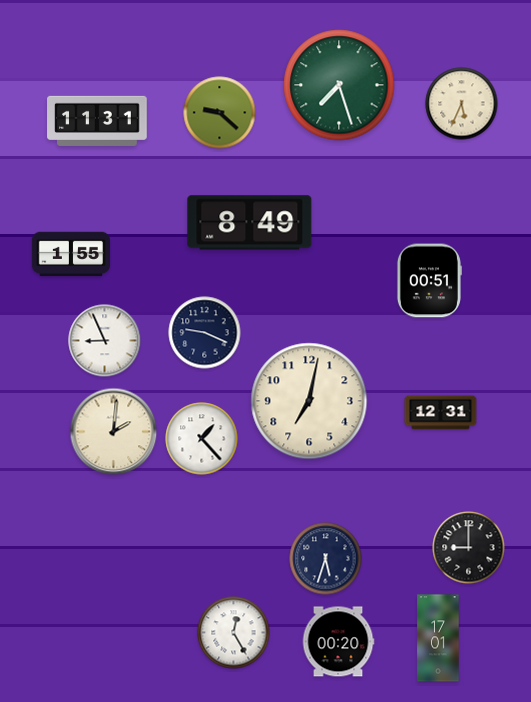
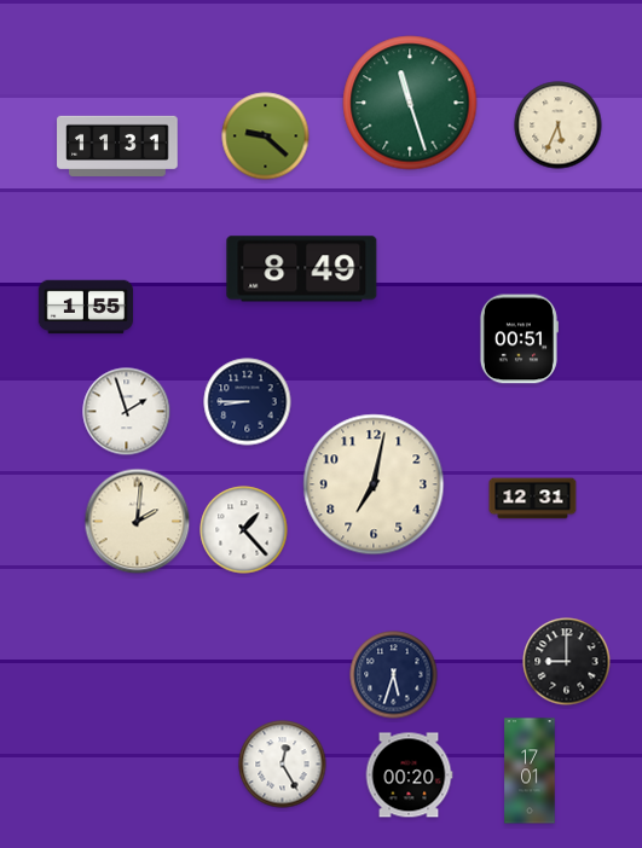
clock at (339, 85): 7:27 -> 11:27
clock at (205, 333): 9:19 -> 8:45
clock at (105, 341): 8:56 -> 1:57
